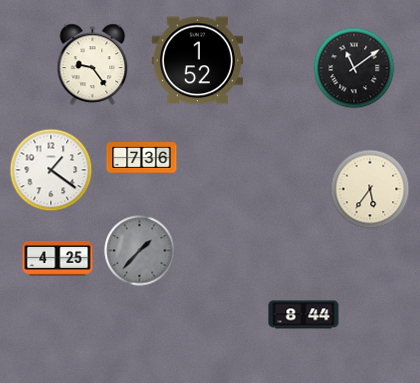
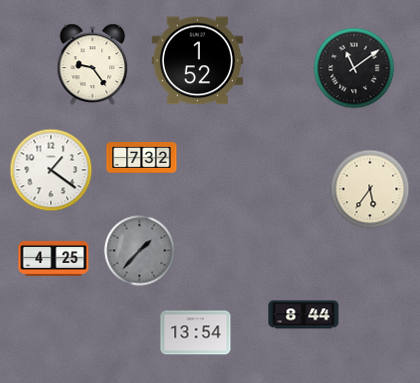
clock at (142, 158): 7:36 -> 7:32
clock at (58, 258) position: (58, 258) -> (54, 258)
clock at (196, 333): none -> 13:54
